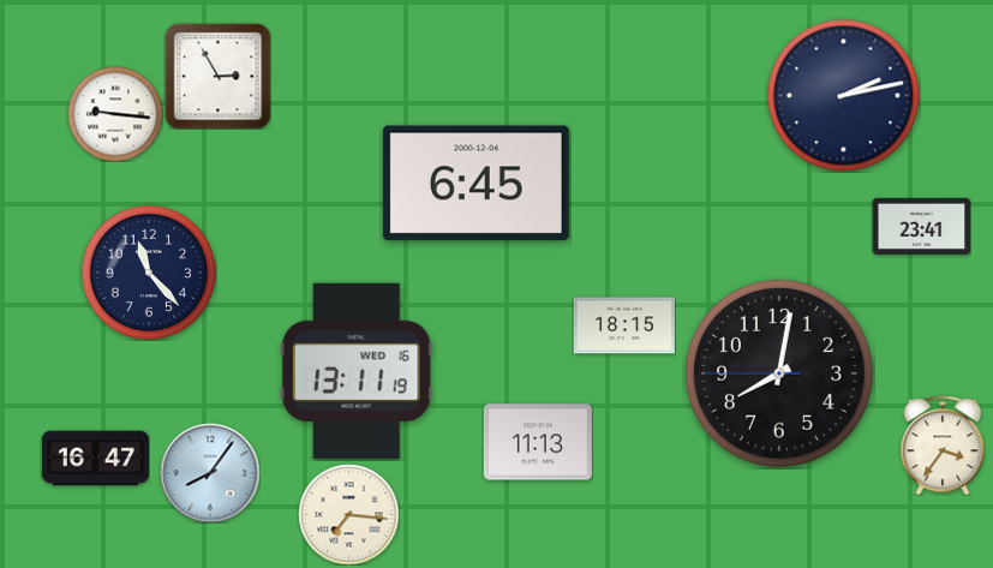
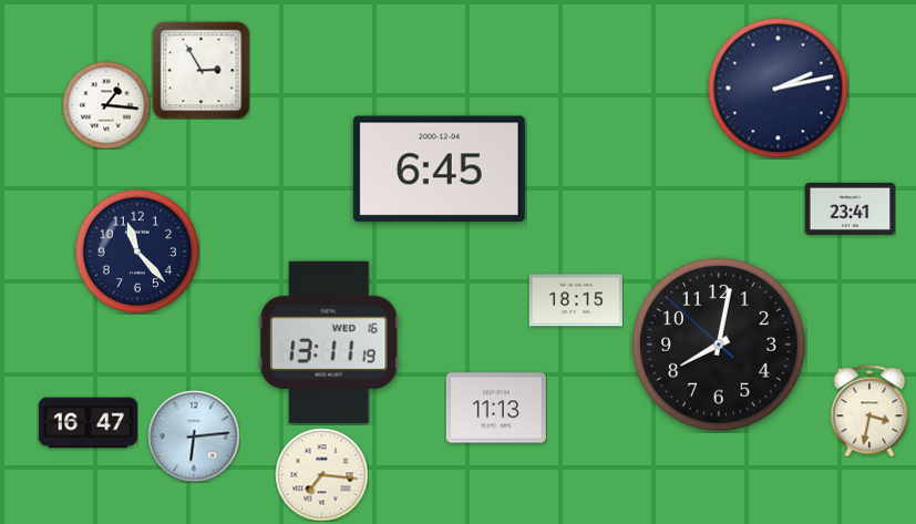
clock at (115, 114): 9:16 -> 1:16
clock at (779, 373): 8:01:45 -> 8:01:52
clock at (943, 446): 3:36 -> 3:32
clock at (210, 473): 8:06 -> 6:14
